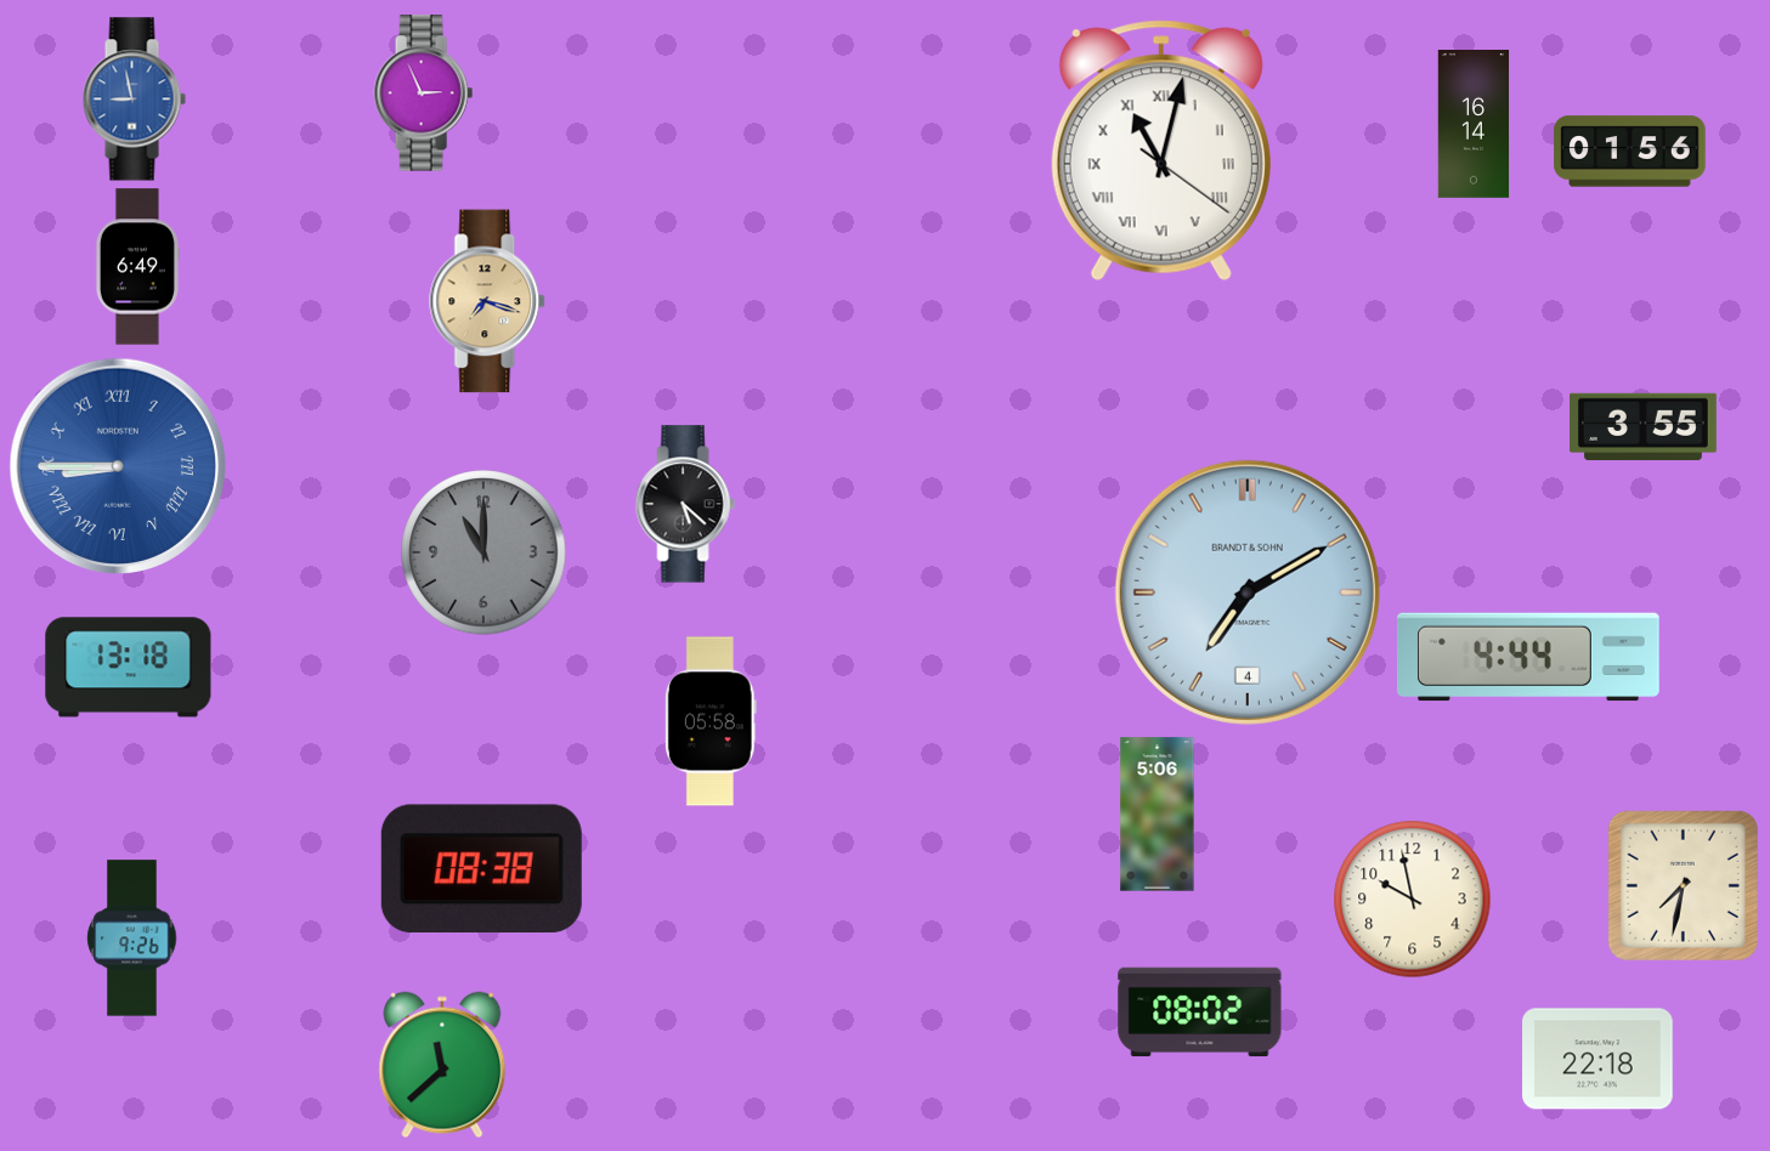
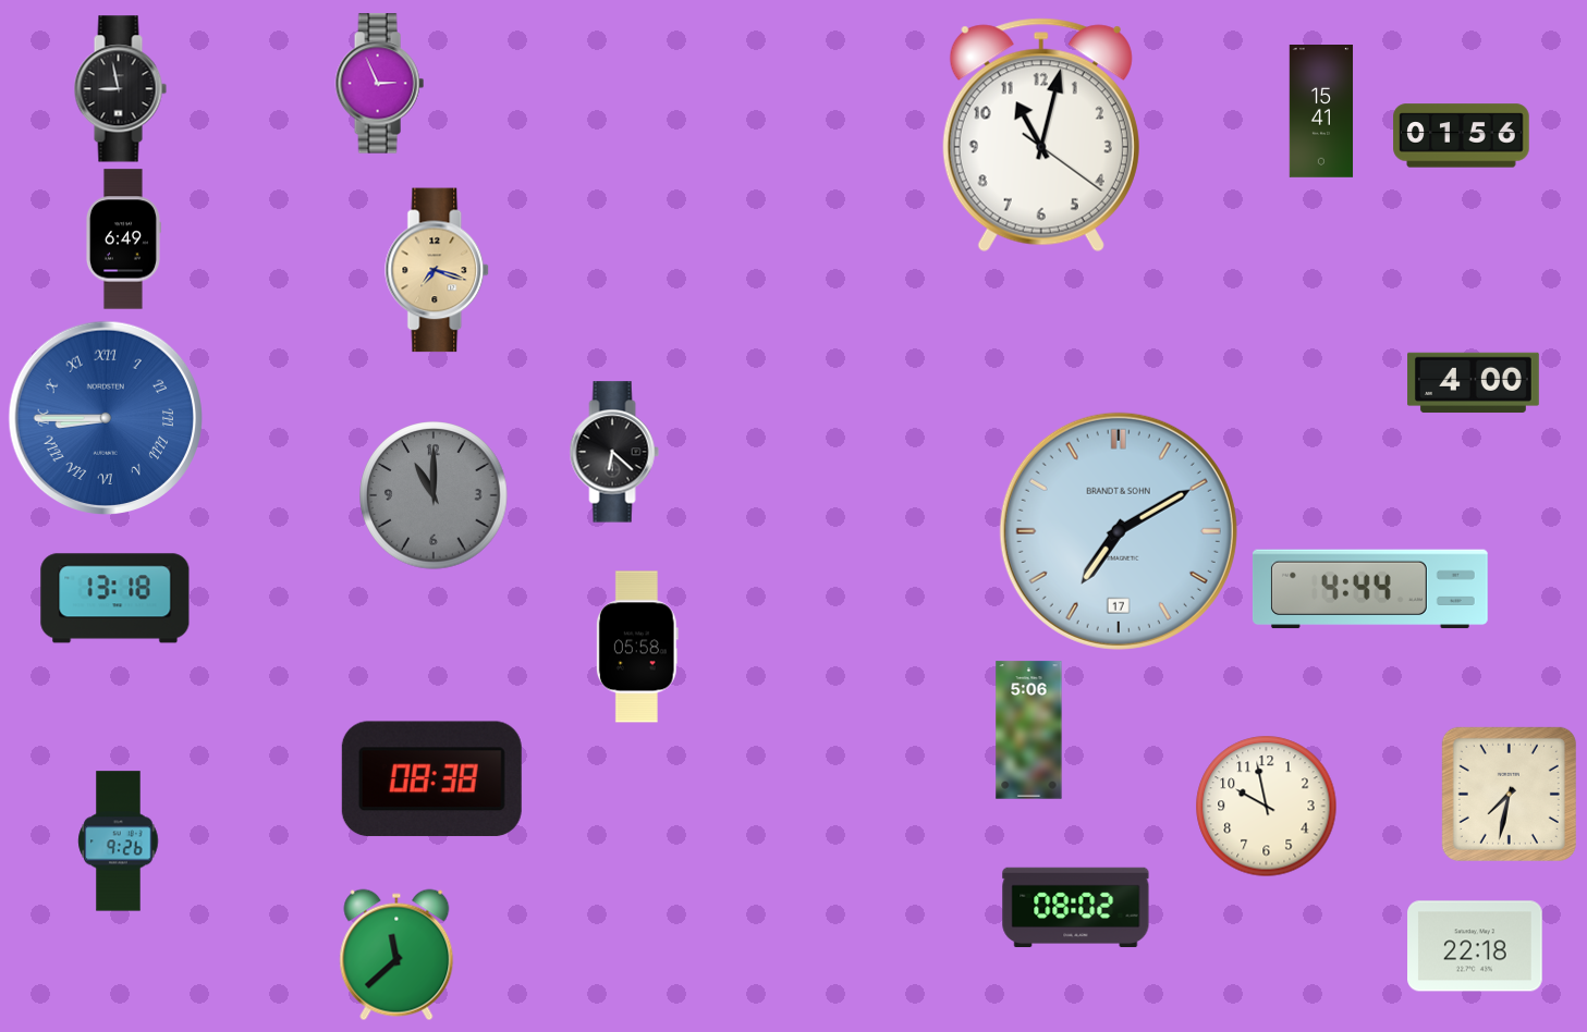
clock at (134, 100) dial: blue -> black
clock at (1474, 125): 16:14 -> 15:41
clock at (1161, 151) numerals: Roman -> Arabic
clock at (1644, 427): 3:55 -> 4:00
clock at (685, 504): 5:22 -> 6:22
clock at (1248, 592) date: 4 -> 17
clock at (1158, 815) position: (1158, 815) -> (1029, 730)
clock at (1597, 1059) position: (1597, 1059) -> (1475, 946)
